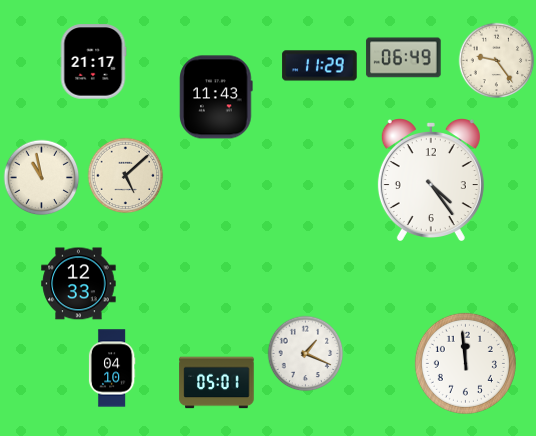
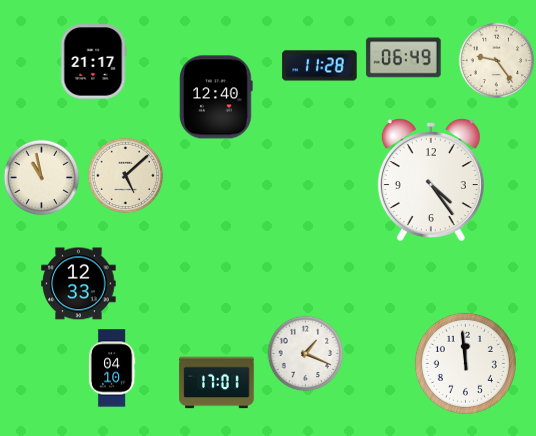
clock at (320, 66): 11:29 -> 11:28
clock at (216, 97): 11:43 -> 12:40
clock at (217, 383): 05:01 -> 17:01
